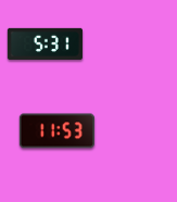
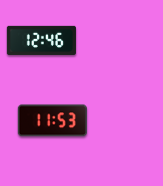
clock at (45, 43): 5:31 -> 12:46
